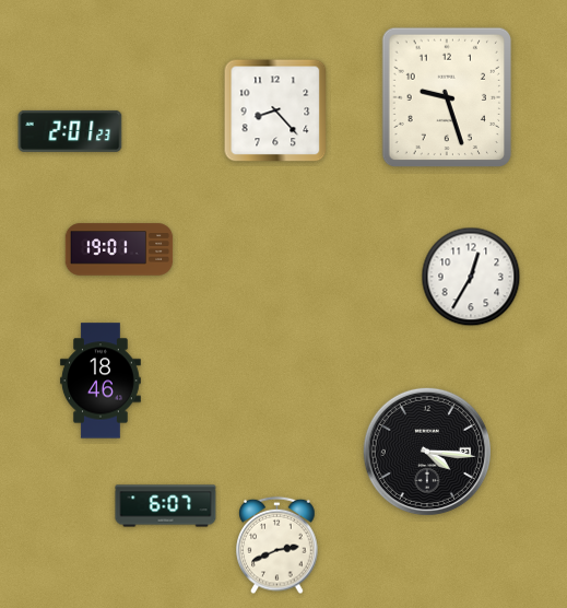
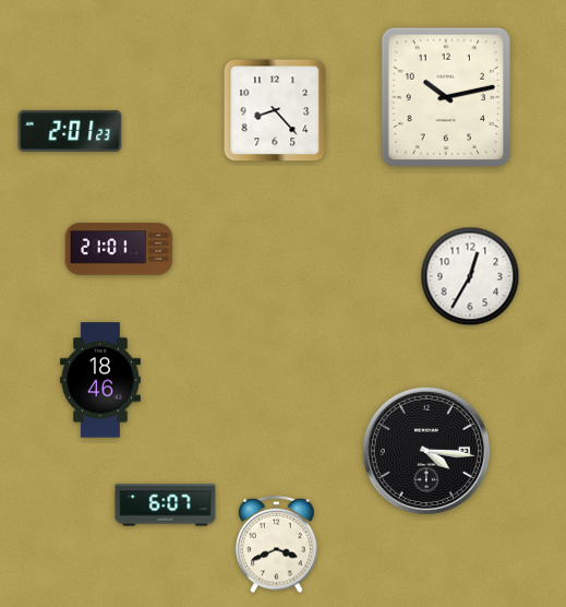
clock at (447, 97): 9:27 -> 10:13
clock at (119, 249): 19:01 -> 21:01
clock at (277, 546): 2:41 -> 3:41
